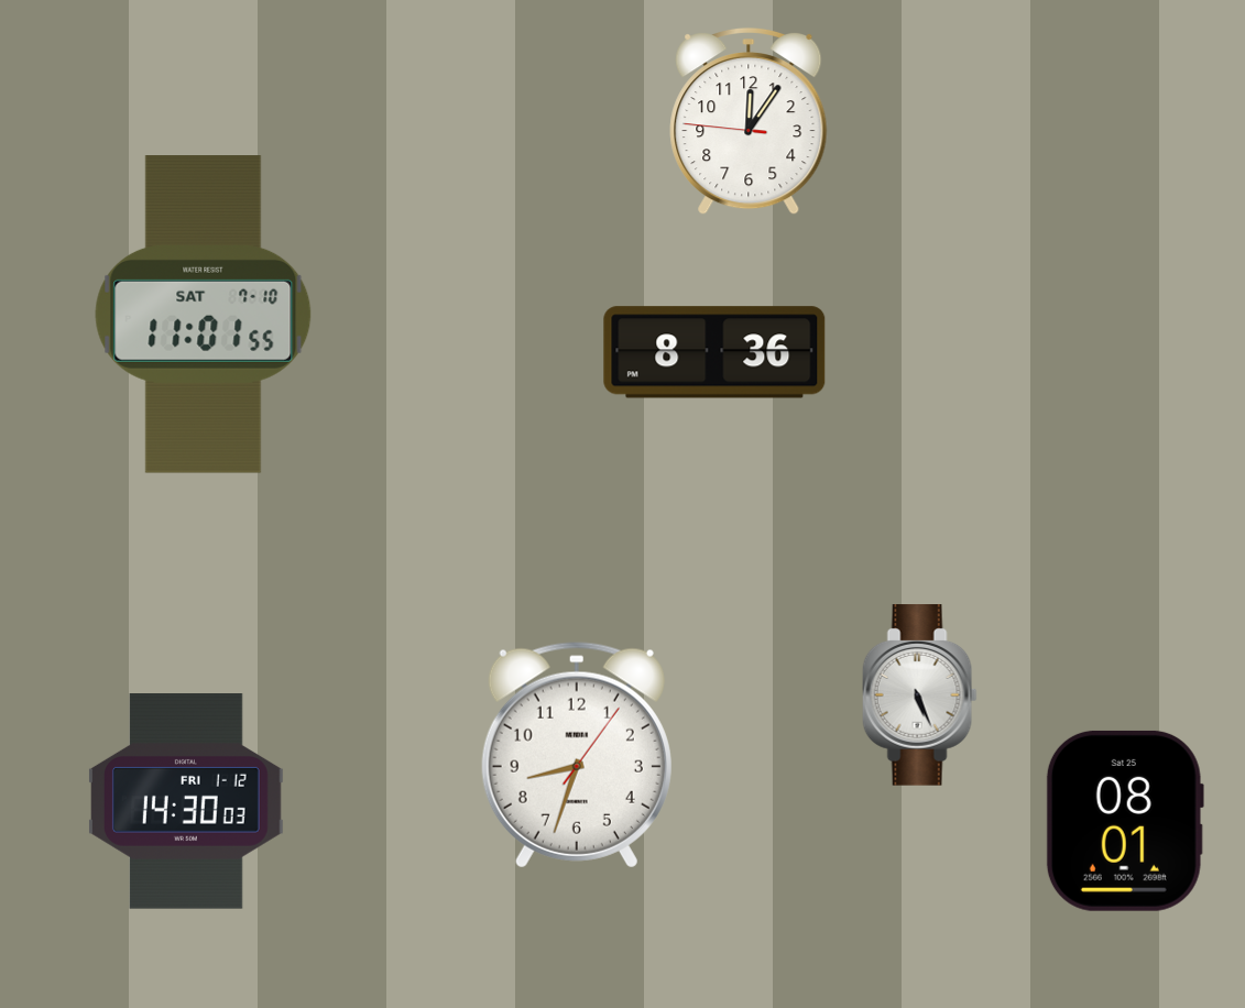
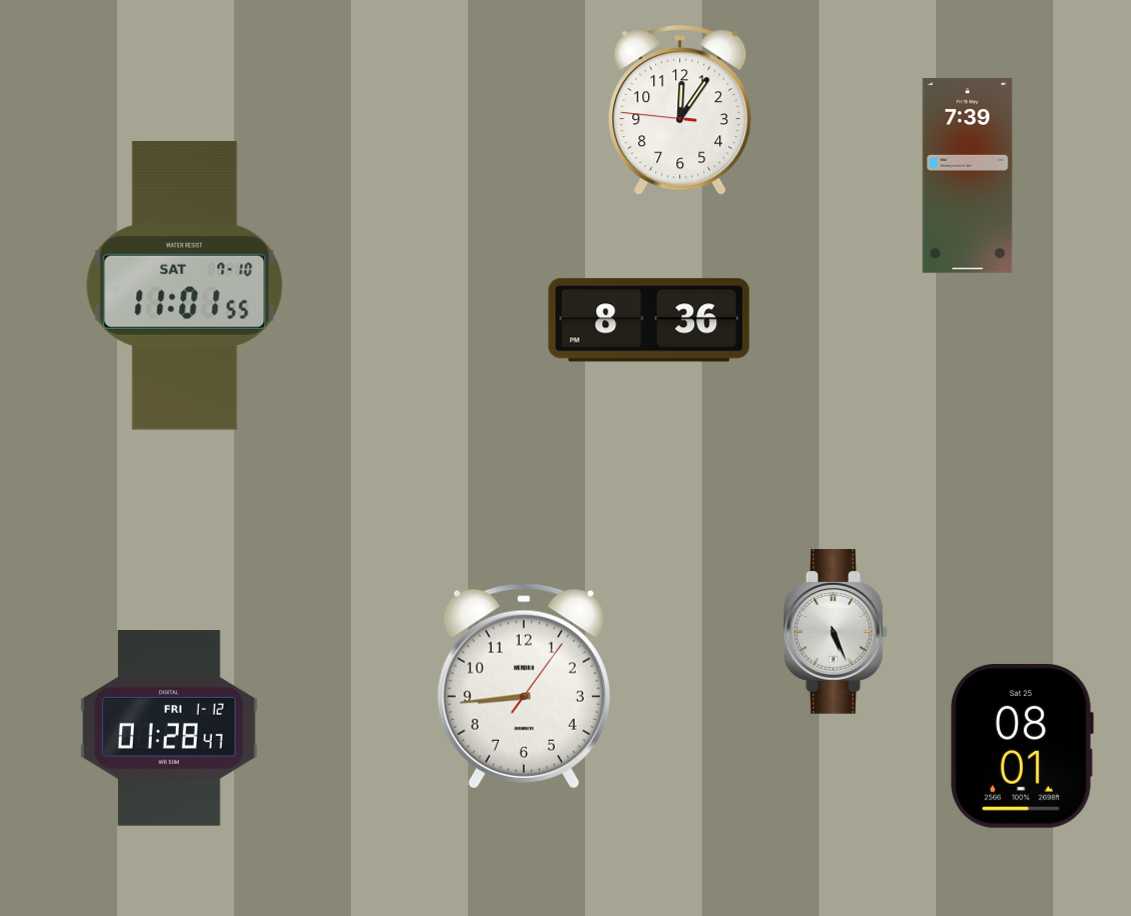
clock at (968, 176): none -> 7:39
clock at (577, 755): 8:33 -> 8:44
clock at (186, 801): 14:30 -> 01:28
